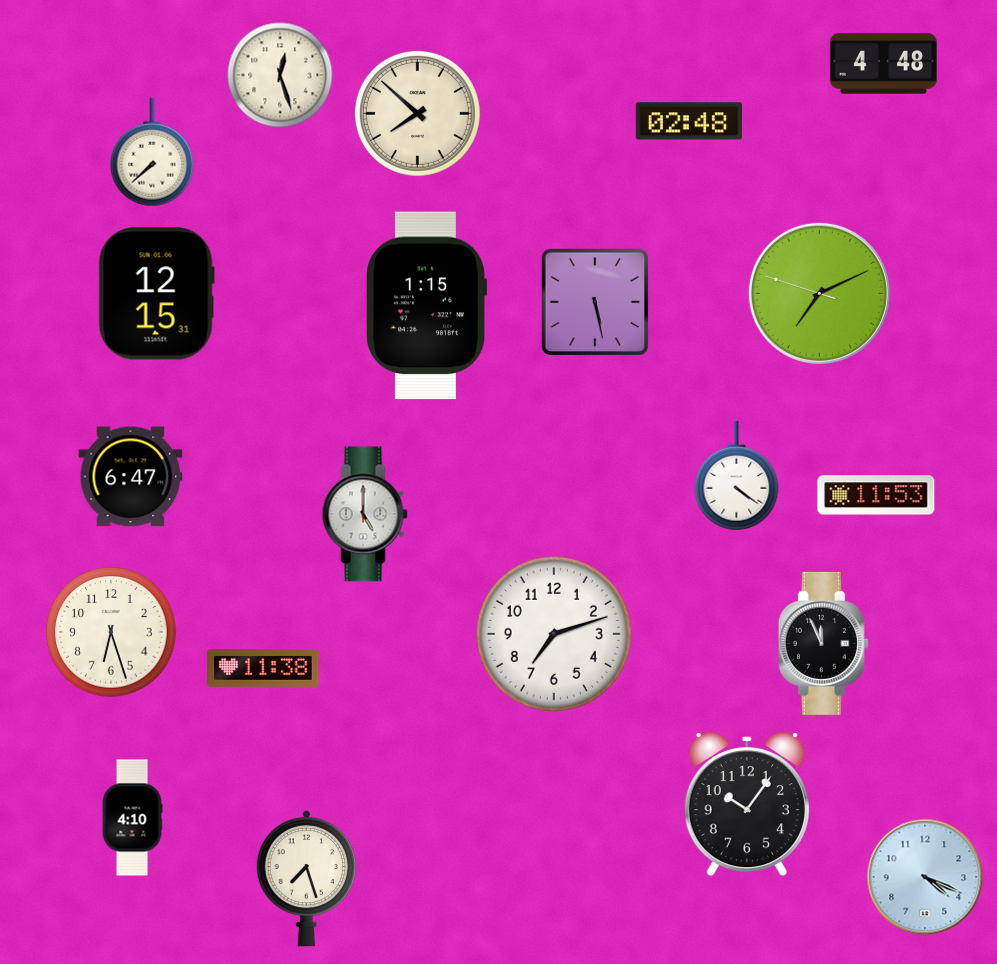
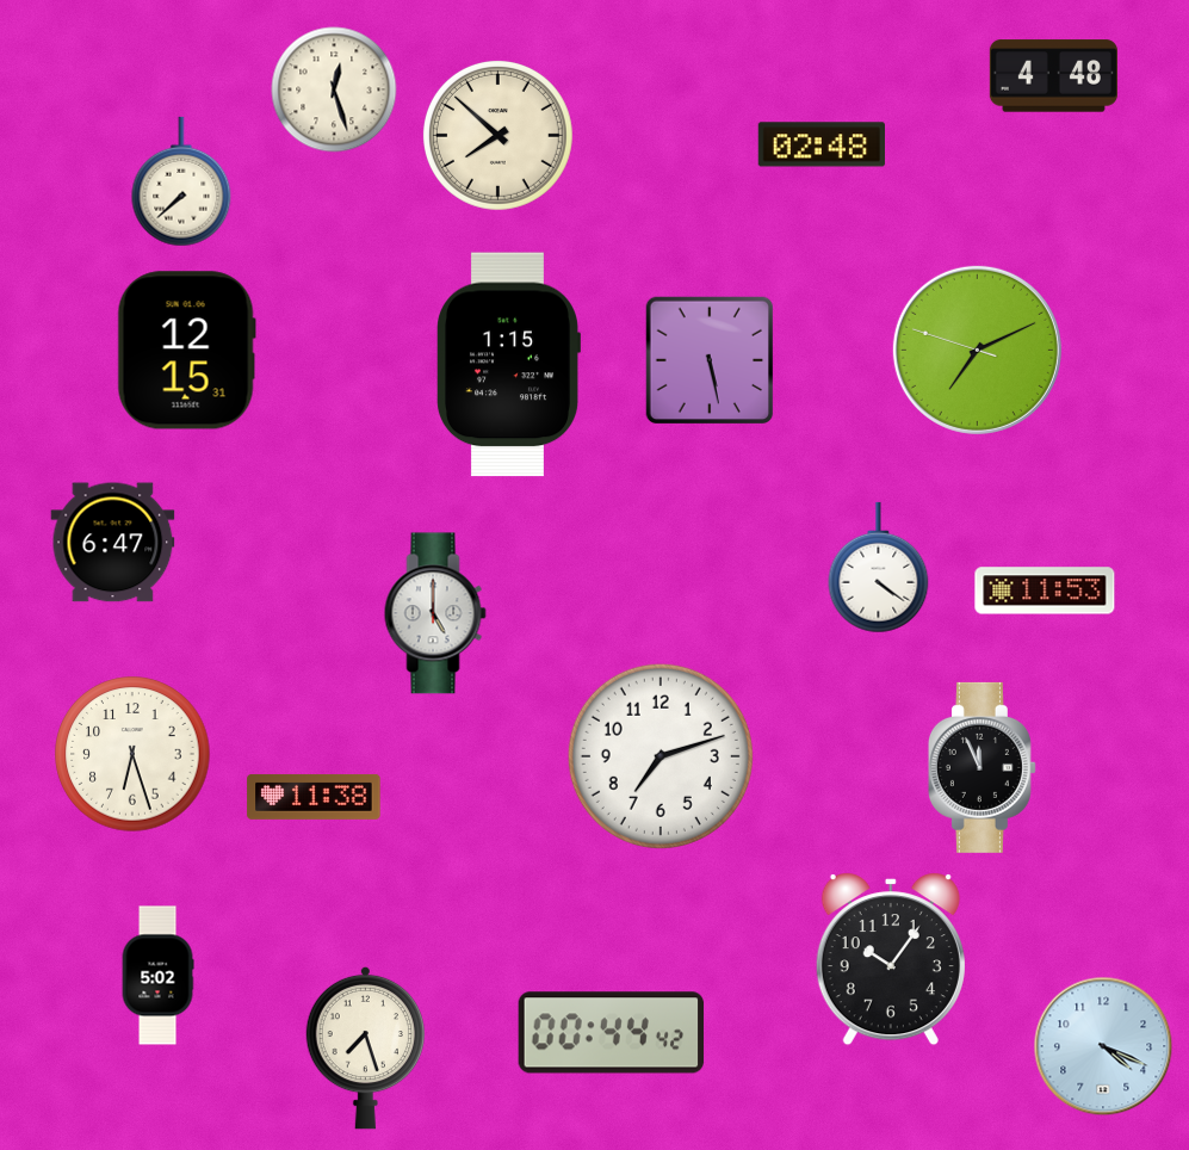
clock at (131, 477) position: (131, 477) -> (113, 543)
clock at (132, 818): 4:10 -> 5:02
clock at (612, 1033): none -> 00:44
